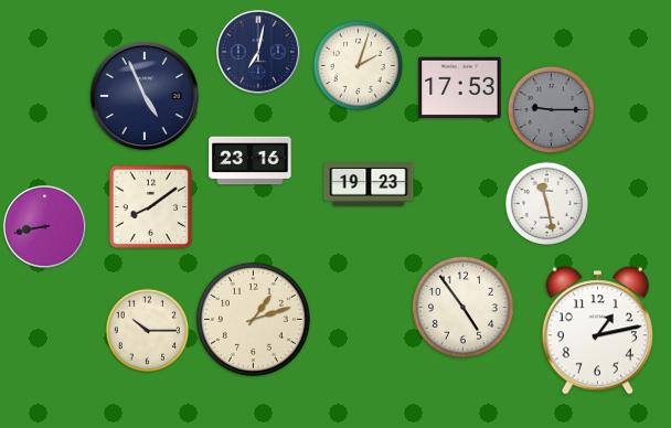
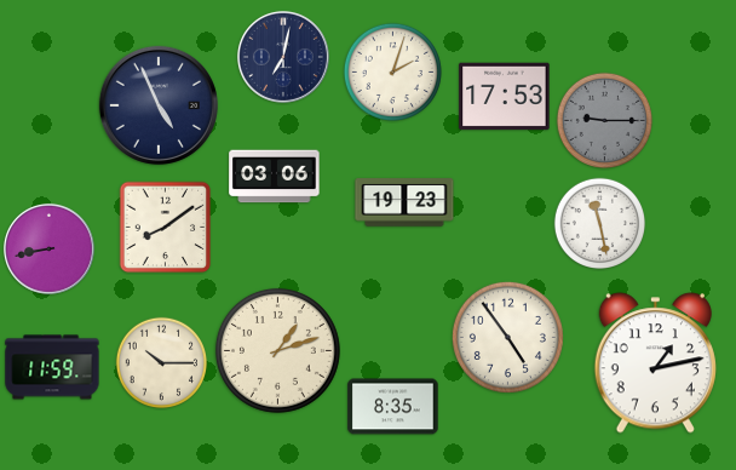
clock at (251, 161): 23:16 -> 03:06
clock at (52, 367): none -> 11:59
clock at (393, 407): none -> 8:35
